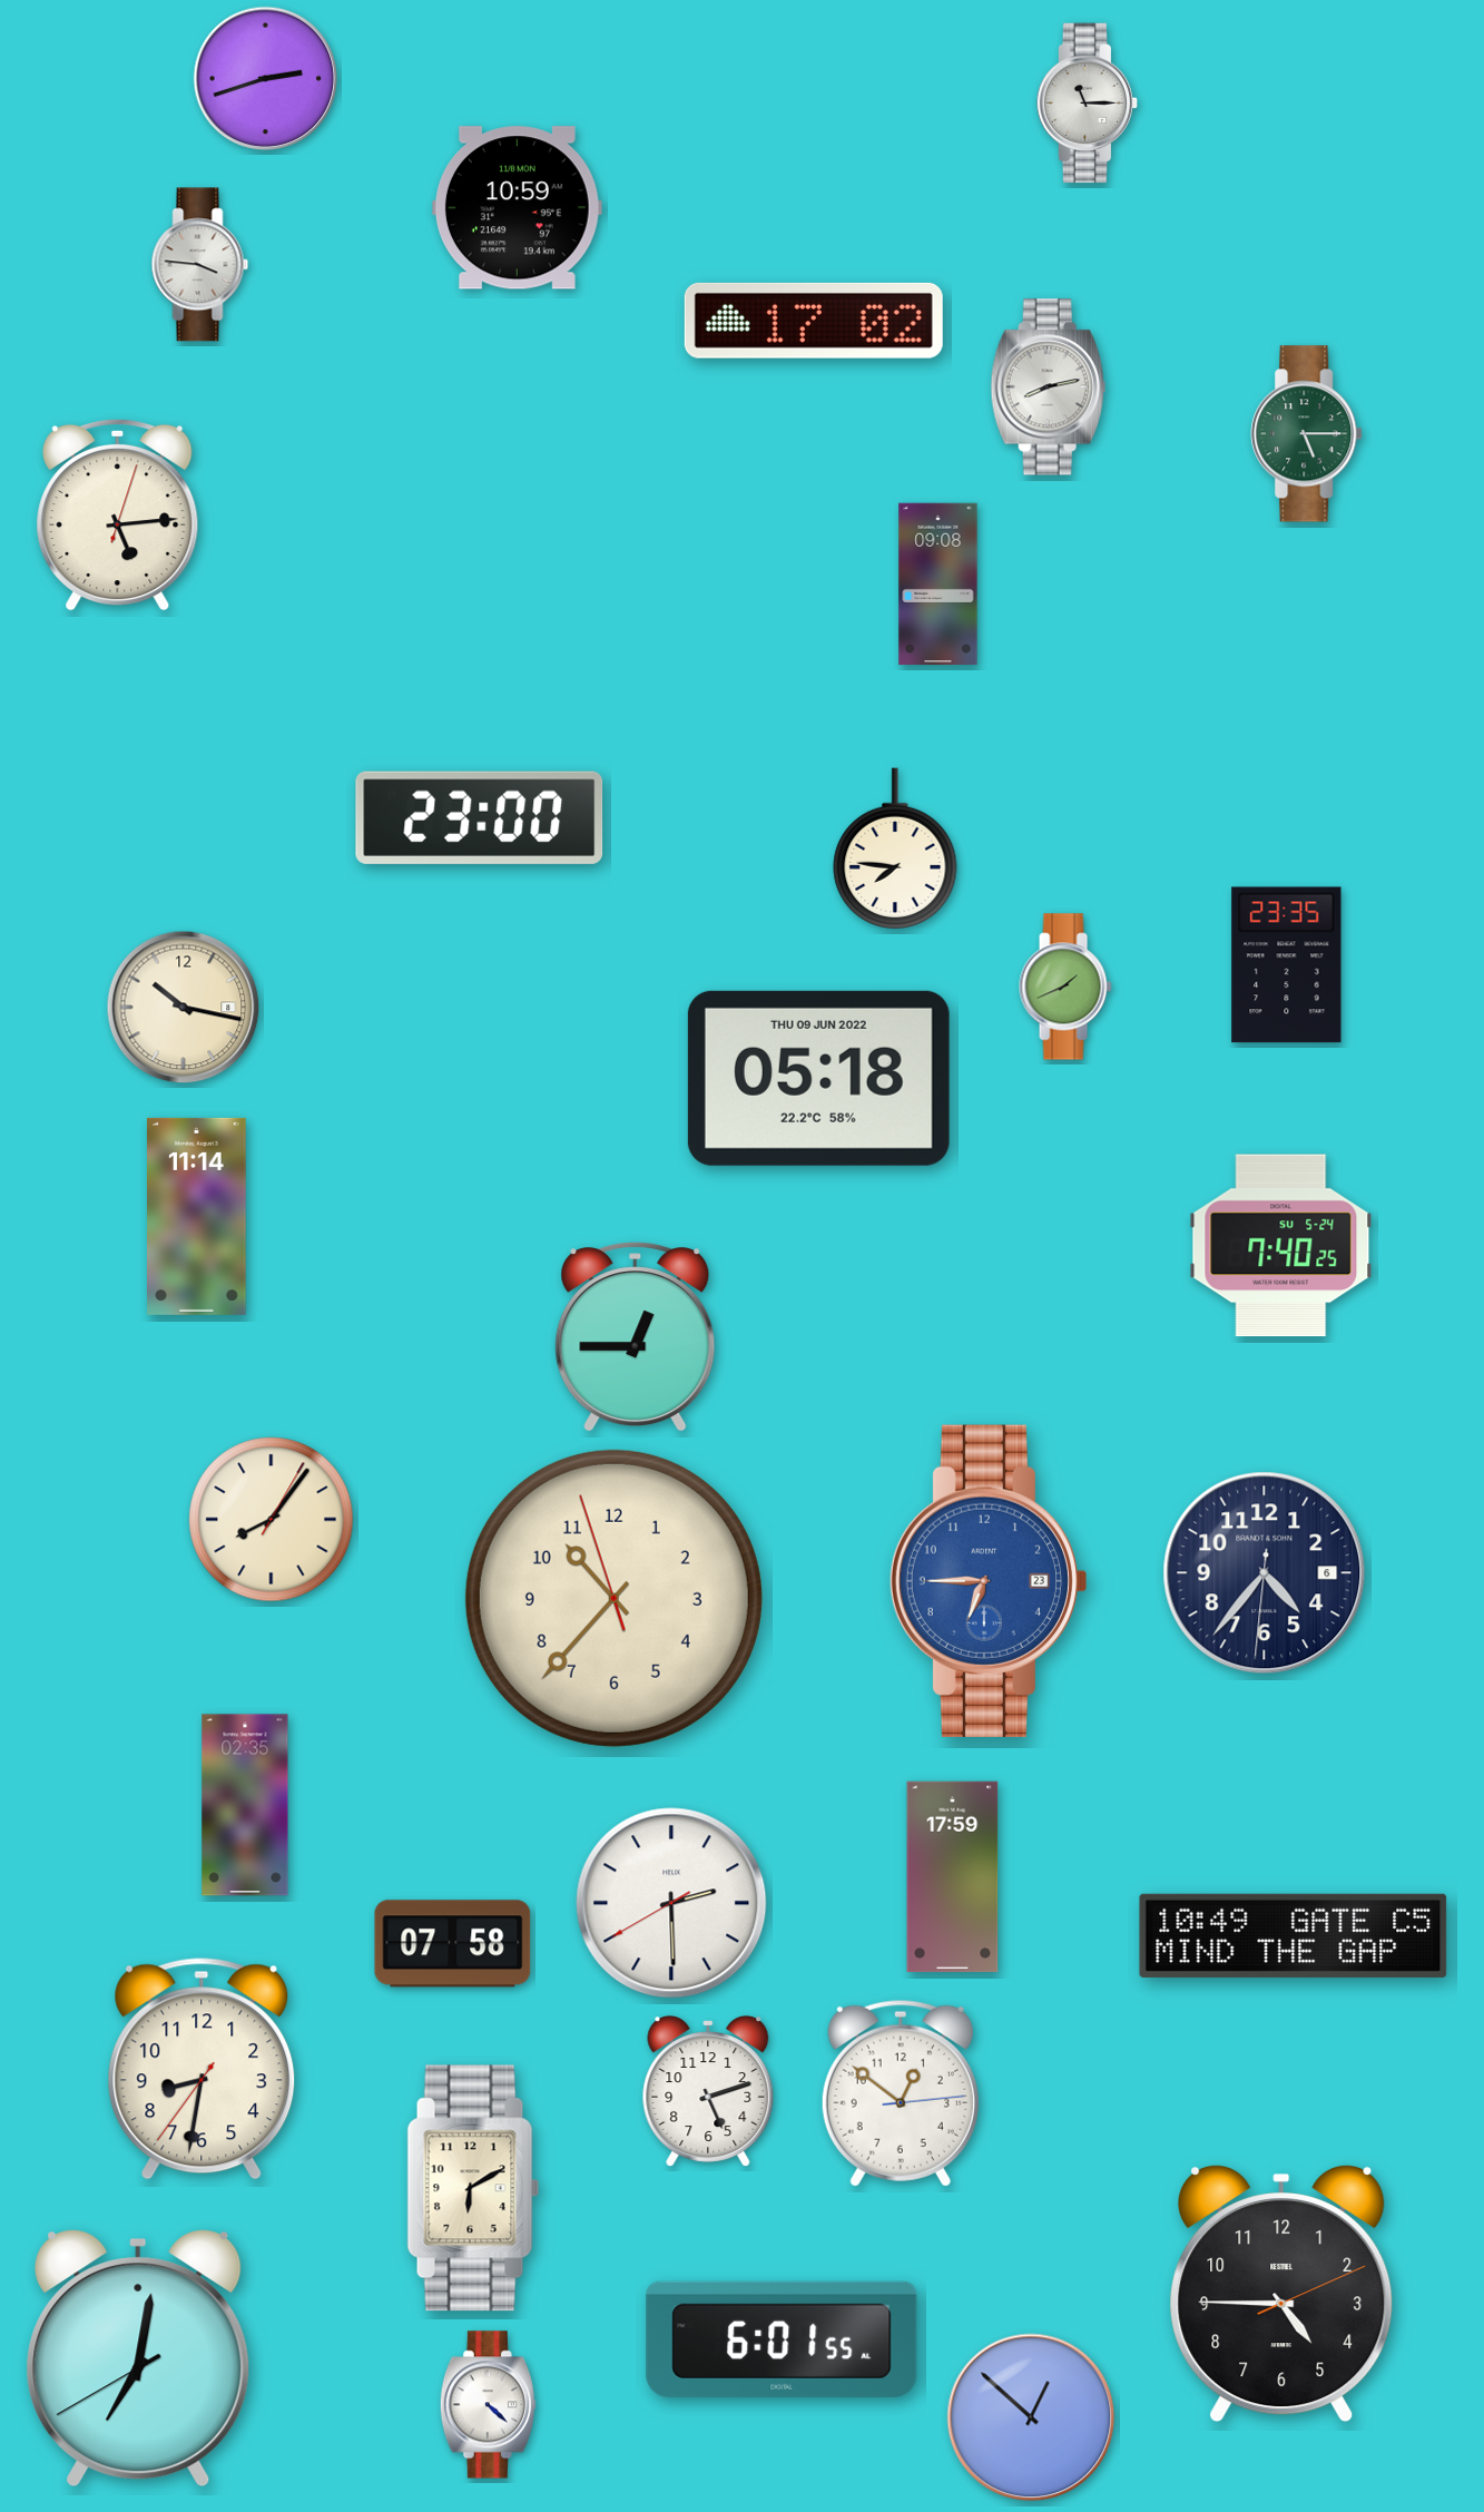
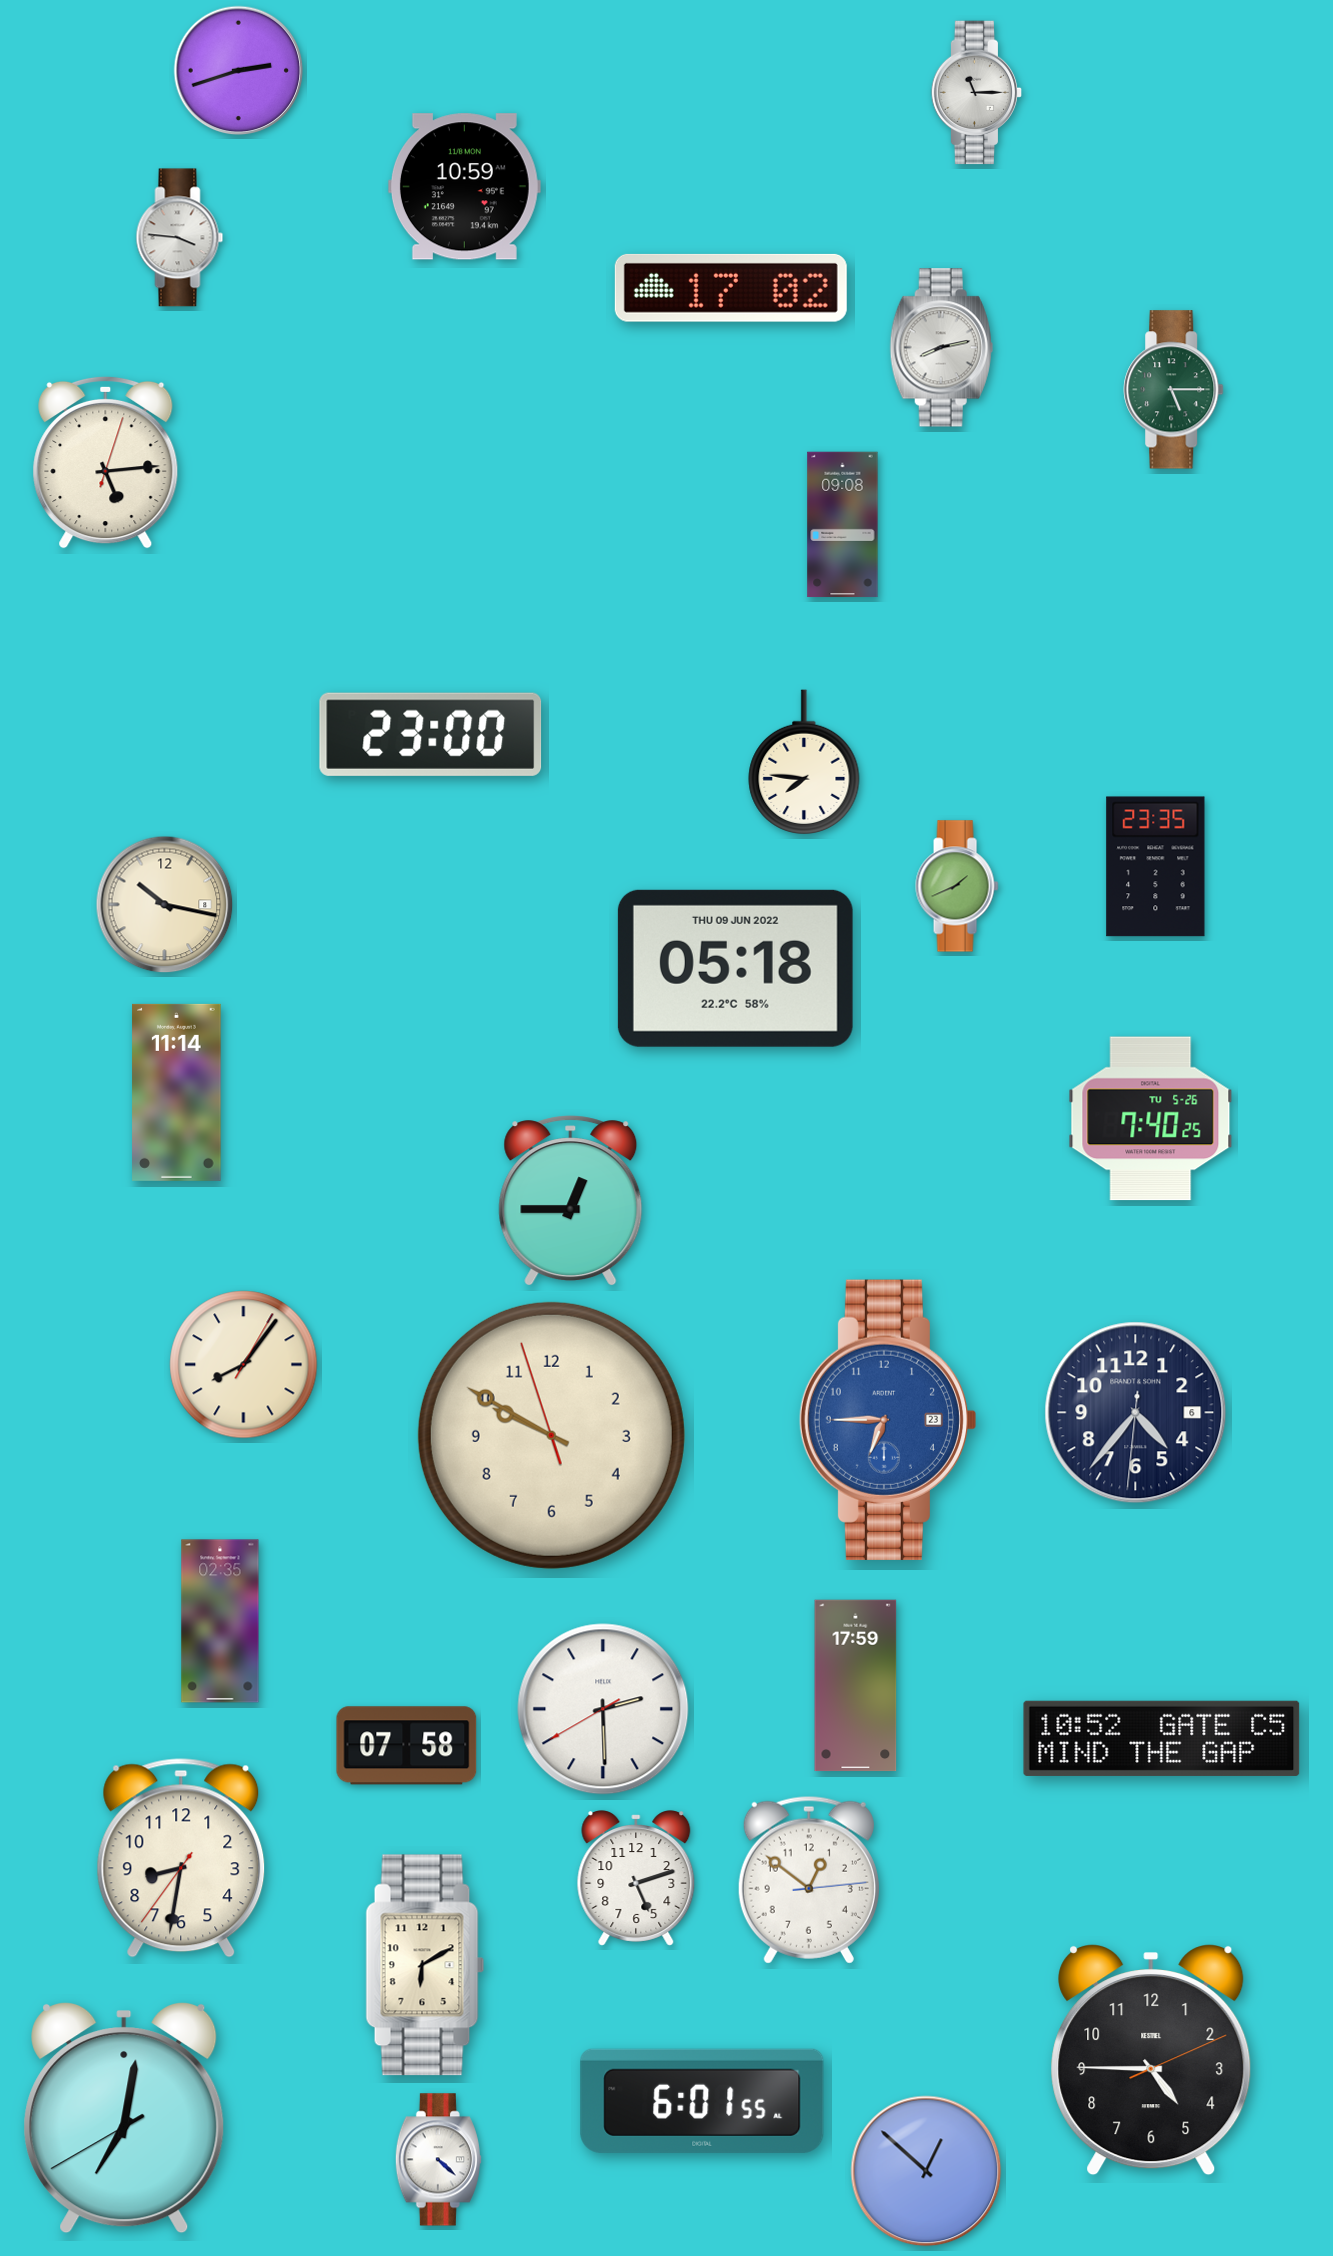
clock at (1281, 1246) date: SU 5-24 -> TU 5-26
clock at (613, 1598): 10:36 -> 9:49
clock at (1294, 1935): 10:49 -> 10:52
